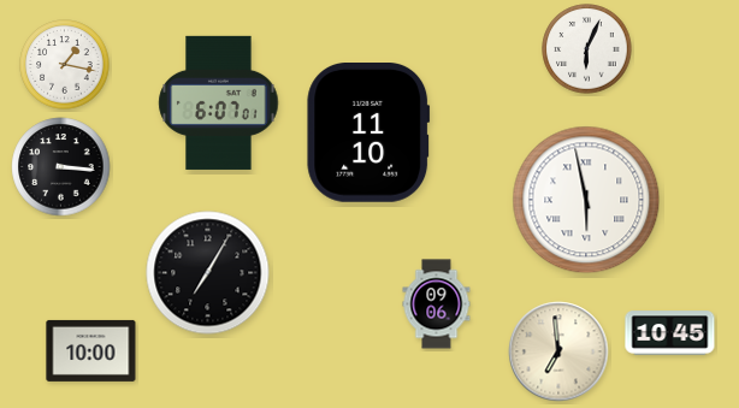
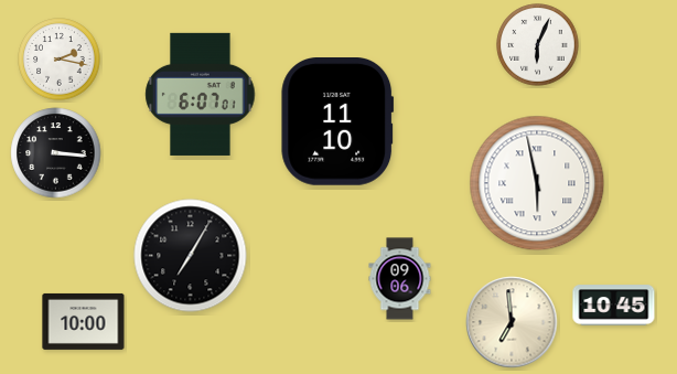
clock at (65, 65): 1:17 -> 2:17
clock at (208, 273) position: (208, 273) -> (191, 256)
